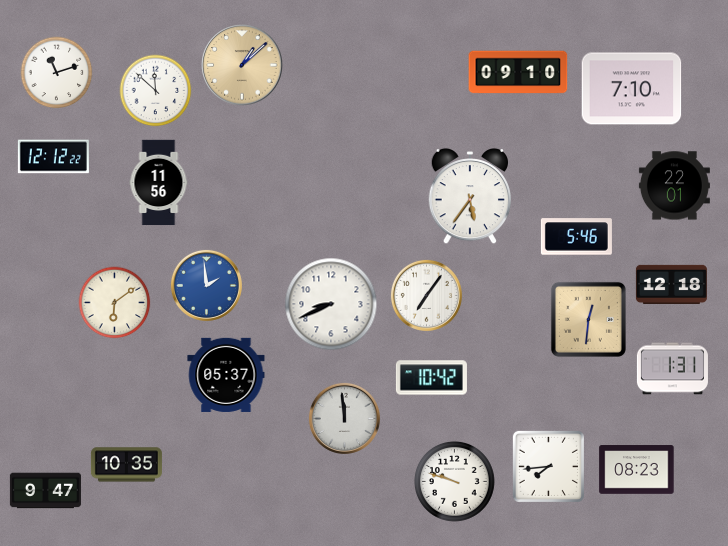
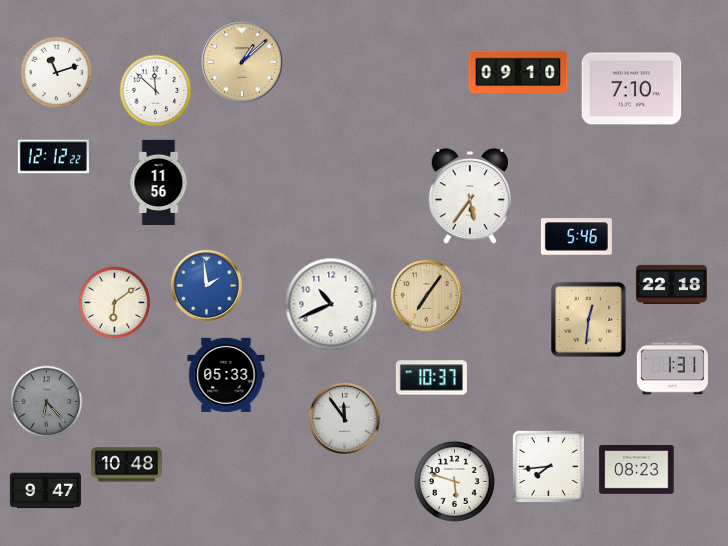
clock at (242, 65) position: (242, 65) -> (242, 62)
clock at (674, 186): 22:01 -> none
clock at (671, 284): 12:18 -> 22:18
clock at (426, 295) dial: white -> champagne
clock at (331, 304): 8:41 -> 10:41
clock at (226, 375): 05:37 -> 05:33
clock at (431, 378): 10:42 -> 10:37
clock at (47, 402): none -> 6:23
clock at (344, 418): 11:59 -> 11:54
clock at (126, 465): 10:35 -> 10:48
clock at (455, 482): 9:48 -> 5:48
